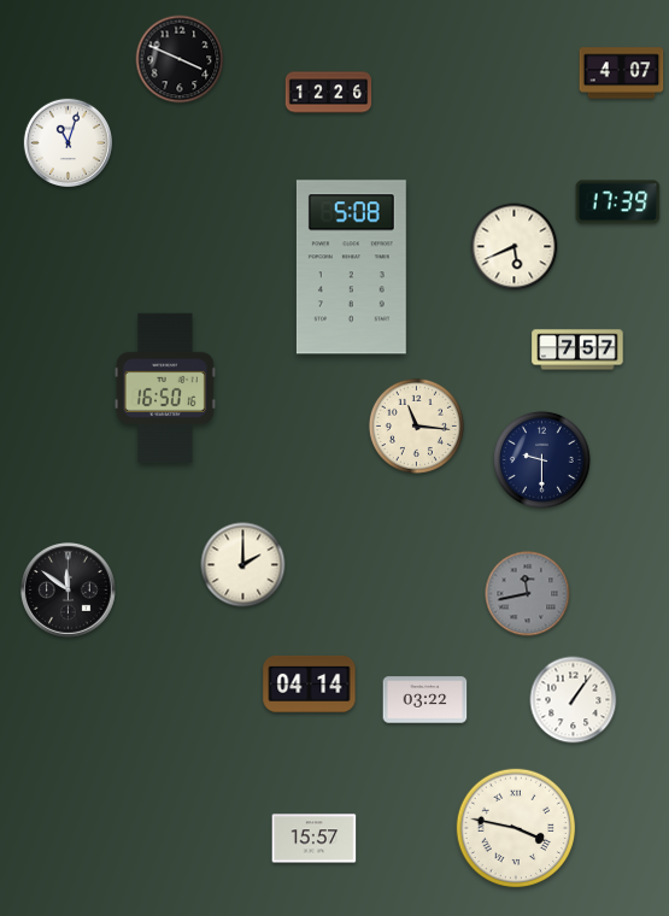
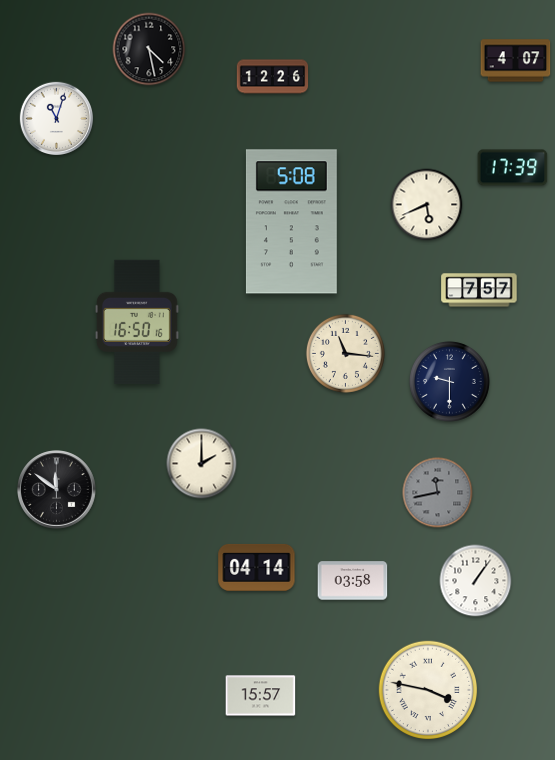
clock at (180, 59): 3:49 -> 4:28
clock at (243, 565) position: (243, 565) -> (202, 464)
clock at (426, 700): 03:22 -> 03:58
clock at (516, 828) position: (516, 828) -> (428, 690)
